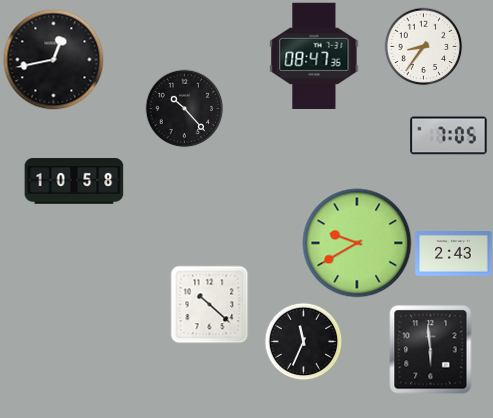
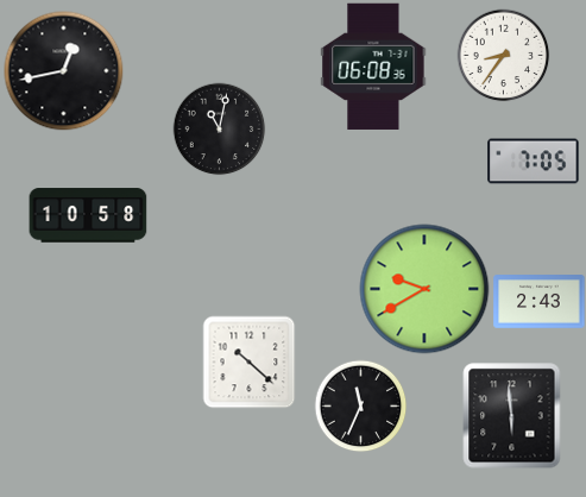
clock at (314, 56): 08:47 -> 06:08
clock at (184, 108): 10:23 -> 11:02
